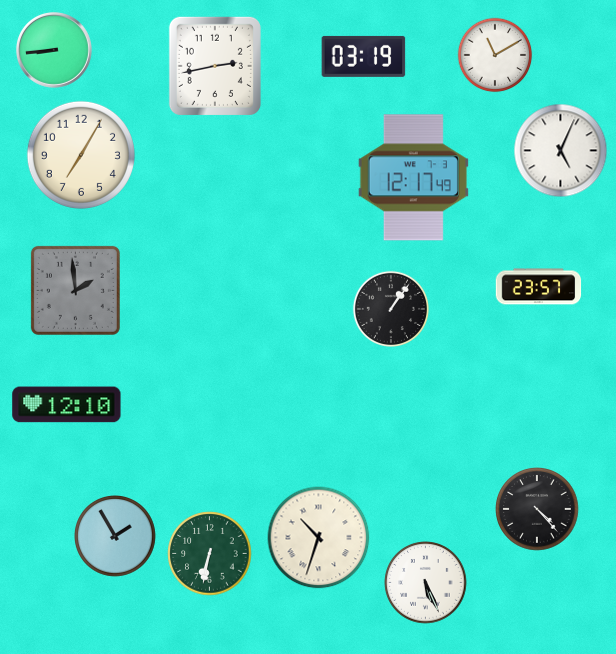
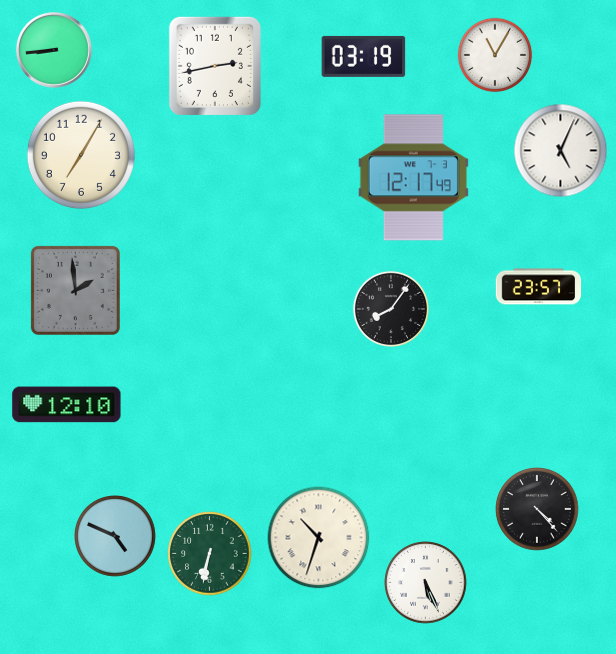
clock at (495, 55): 11:10 -> 11:05
clock at (390, 308): 1:06 -> 8:06
clock at (116, 537): 1:55 -> 4:49
